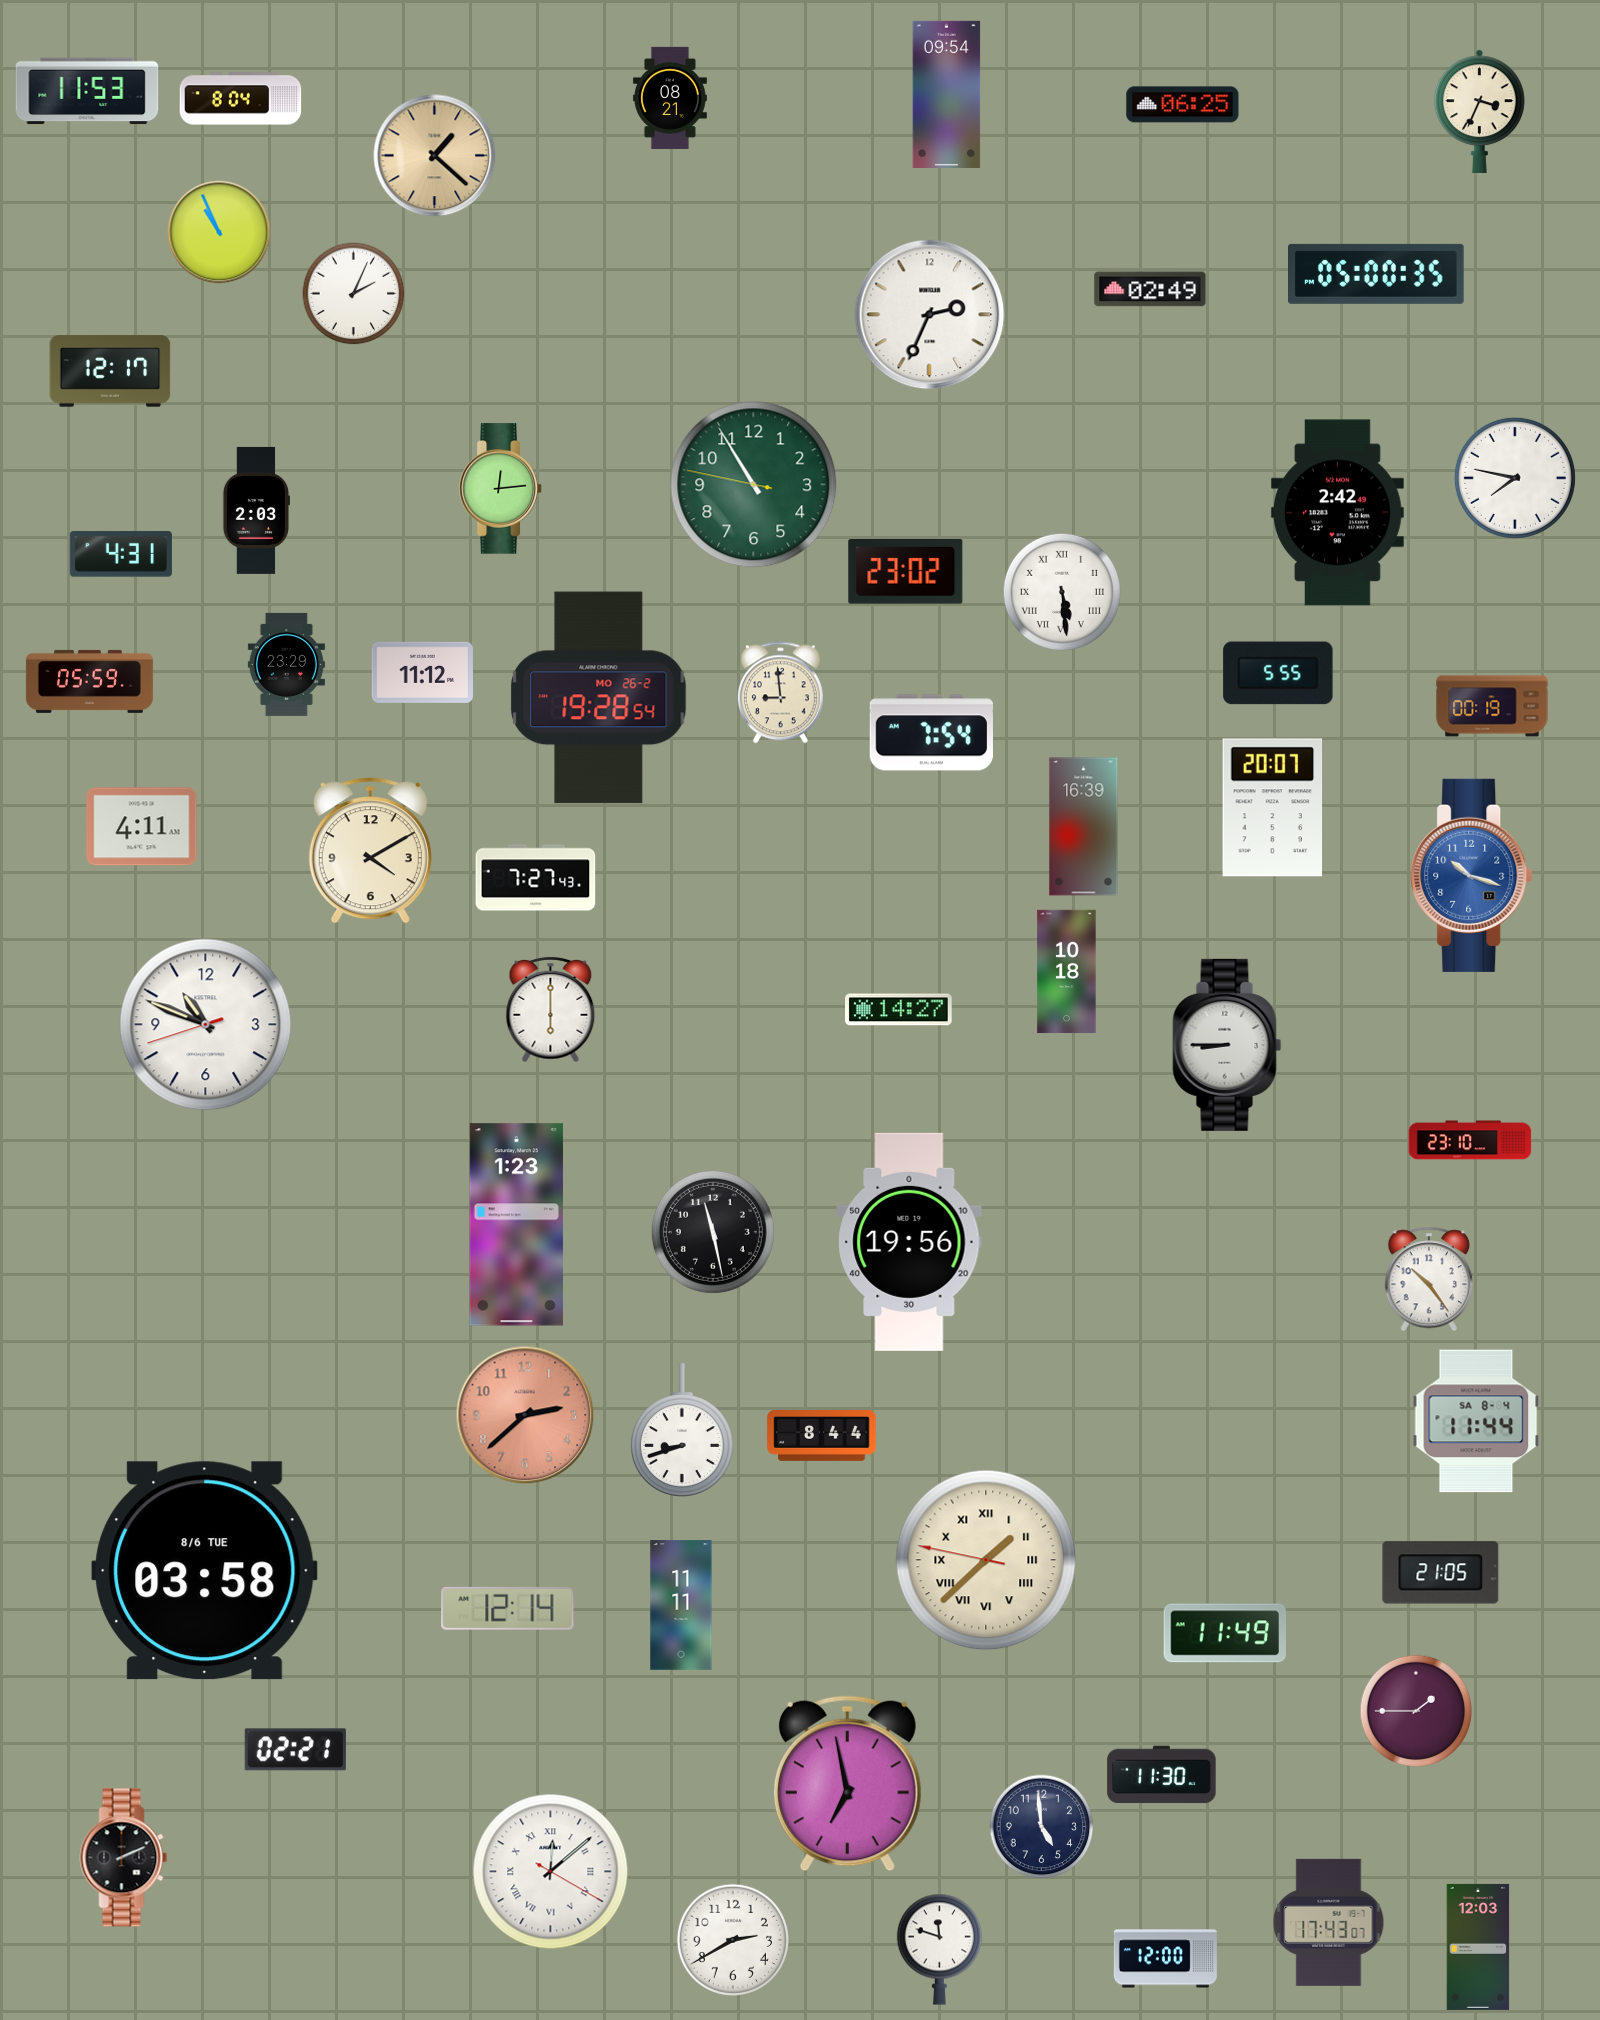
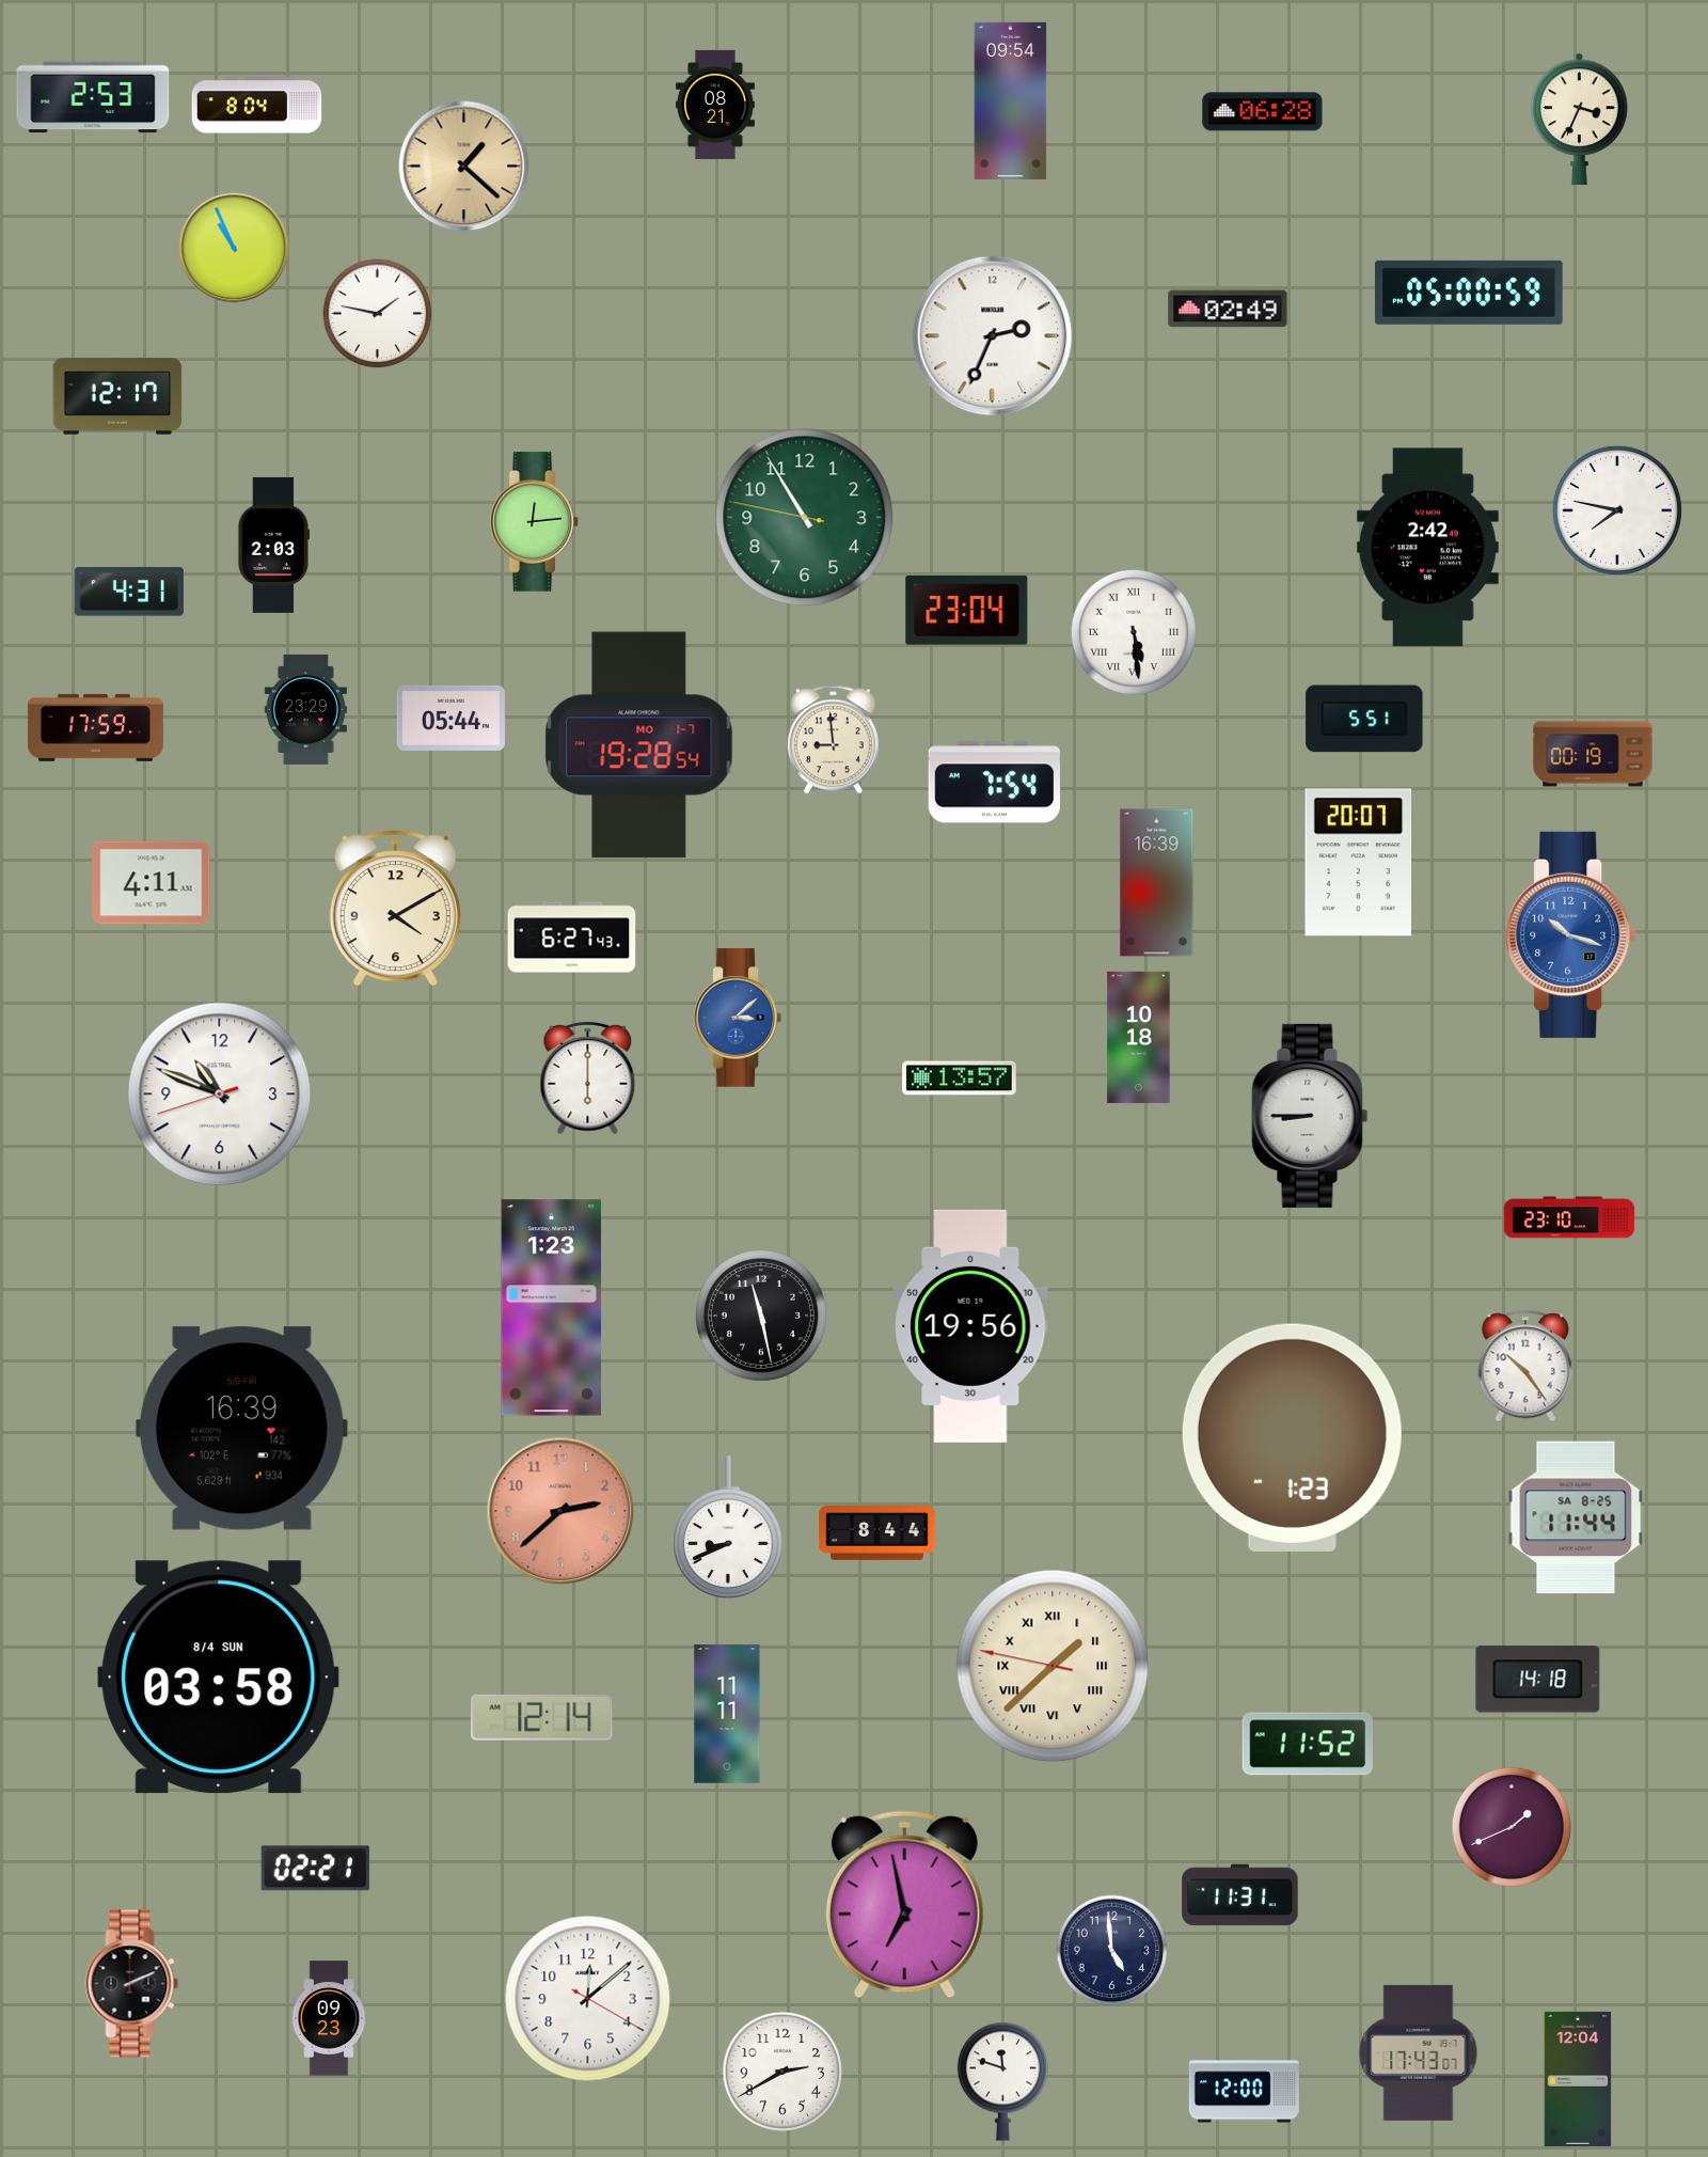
clock at (87, 91): 11:53 -> 2:53
clock at (1183, 105): 06:25 -> 06:28
clock at (1377, 274): 05:00:35 -> 05:00:59
clock at (354, 294): 2:04 -> 1:47
clock at (906, 572): 23:02 -> 23:04
clock at (422, 672): 11:12 -> 05:44
clock at (1278, 673): 5:55 -> 5:51
clock at (89, 681): 05:59 -> 17:59
clock at (599, 698) date: MO 26-2 -> MO 1-7
clock at (536, 878): 7:27 -> 6:27
clock at (737, 1018): none -> 3:08
clock at (899, 1010): 14:27 -> 13:57
clock at (241, 1429): none -> 16:39
clock at (1292, 1437): none -> 1:23
clock at (1476, 1421) date: SA 8-4 -> SA 8-25
clock at (683, 1430): 8:42 -> 8:41
clock at (205, 1571) date: 8/6 TUE -> 8/4 SUN
clock at (1441, 1573): 21:05 -> 14:18
clock at (1224, 1633): 11:49 -> 11:52
clock at (1415, 1710): 1:45 -> 1:41
clock at (1162, 1775): 11:30 -> 11:31
clock at (551, 1872) numerals: Roman -> Arabic
clock at (329, 2018): none -> 09:23
clock at (1478, 1947): 12:03 -> 12:04
